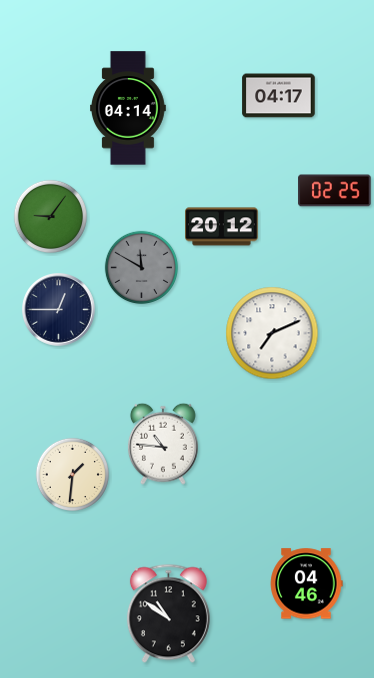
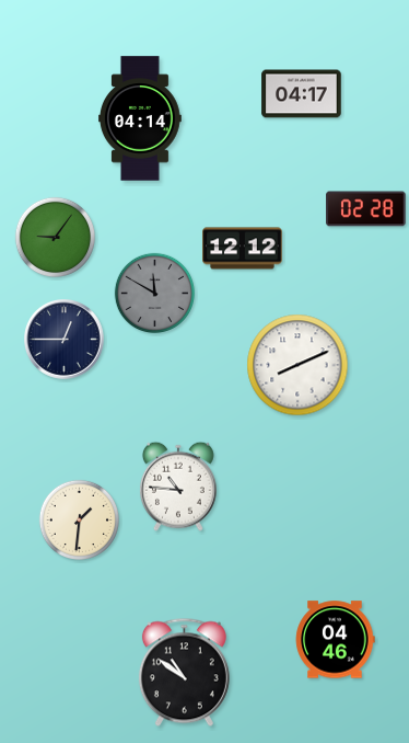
clock at (279, 96) position: (279, 96) -> (302, 94)
clock at (335, 191): 02:25 -> 02:28
clock at (222, 227): 20:12 -> 12:12
clock at (272, 333): 7:11 -> 8:11
